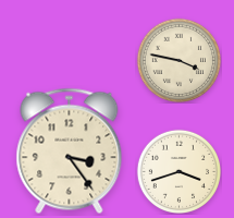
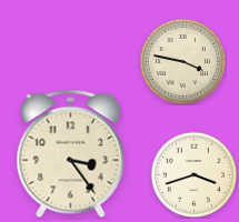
clock at (178, 171) position: (178, 171) -> (193, 174)
